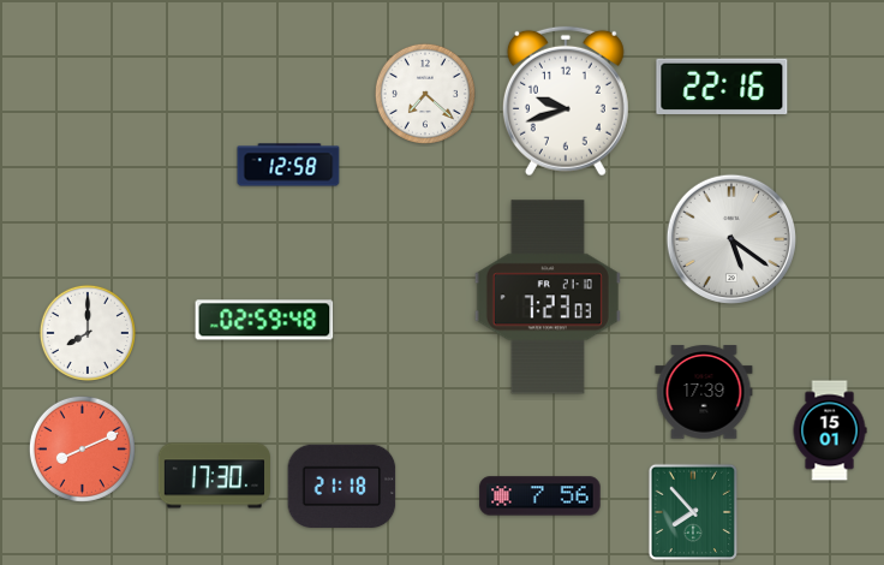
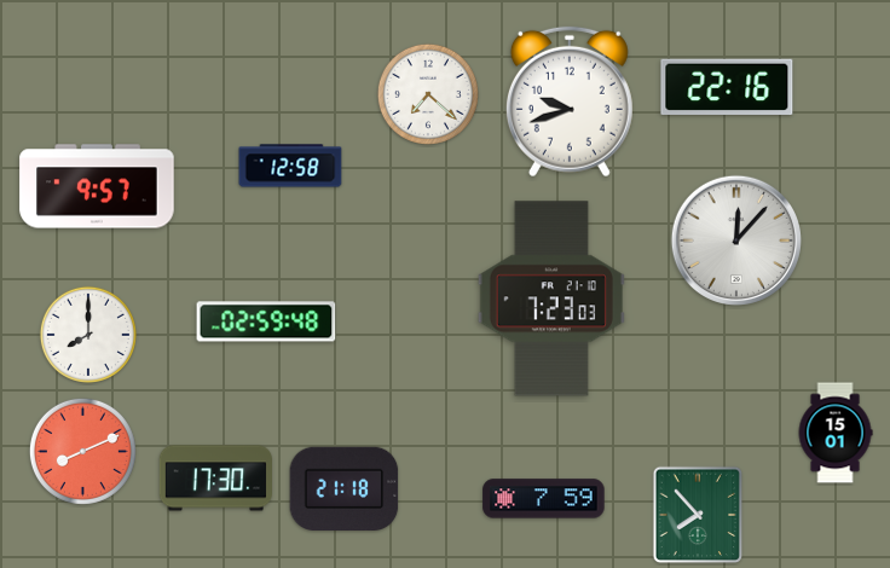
clock at (97, 186): none -> 9:57
clock at (731, 239): 5:21 -> 12:07
clock at (704, 392): 17:39 -> none
clock at (540, 496): 7:56 -> 7:59
